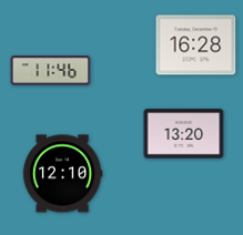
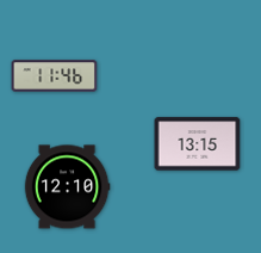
clock at (196, 45): 16:28 -> none
clock at (184, 134): 13:20 -> 13:15
